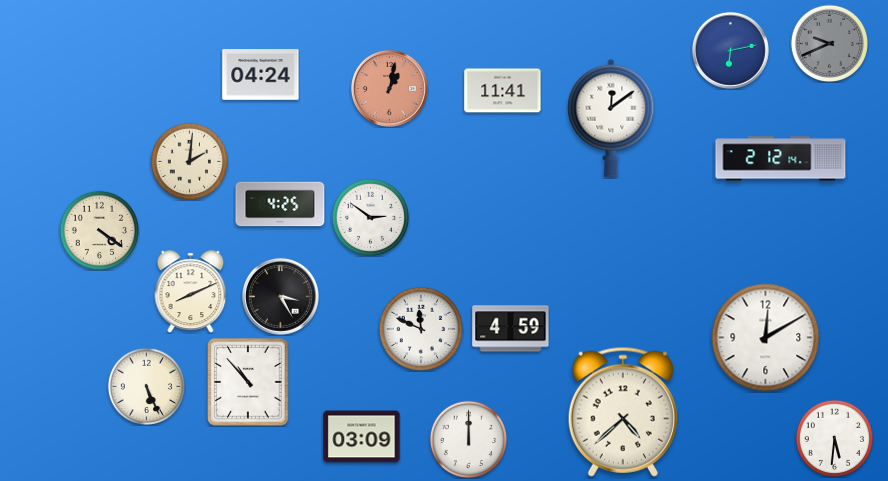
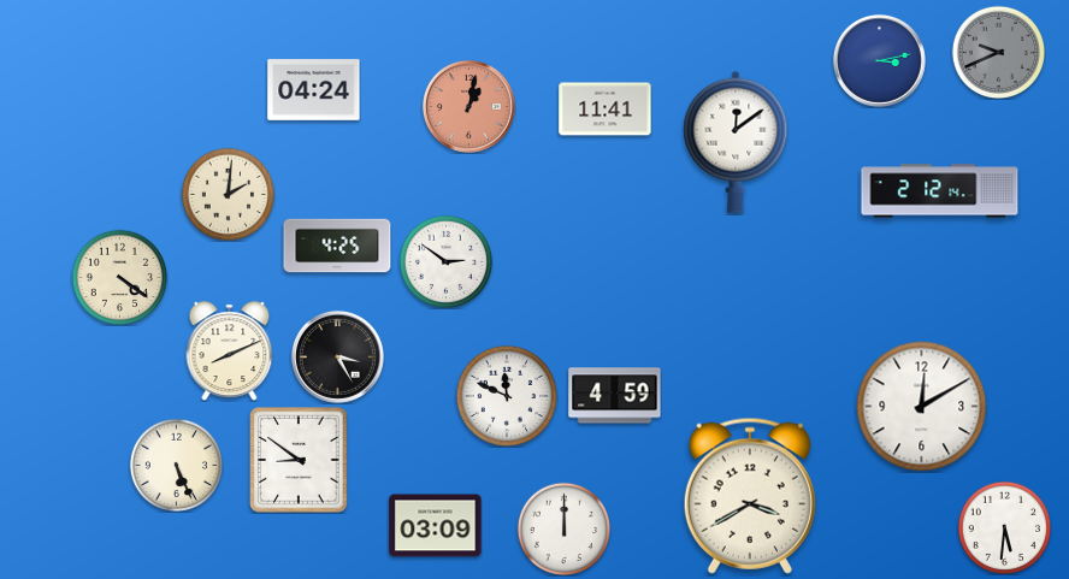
clock at (730, 50): 6:13 -> 3:13
clock at (248, 382): 10:53 -> 8:51
clock at (623, 412): 4:38 -> 3:40
